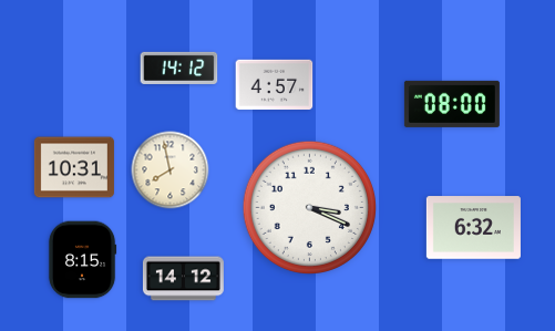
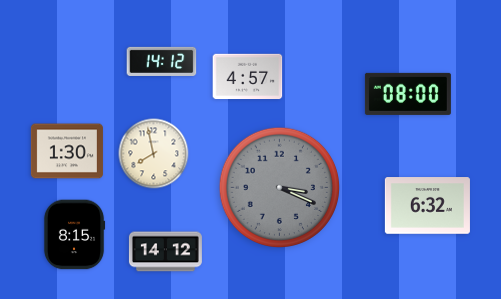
clock at (74, 167): 10:31 -> 1:30
clock at (309, 207) dial: white -> grey
